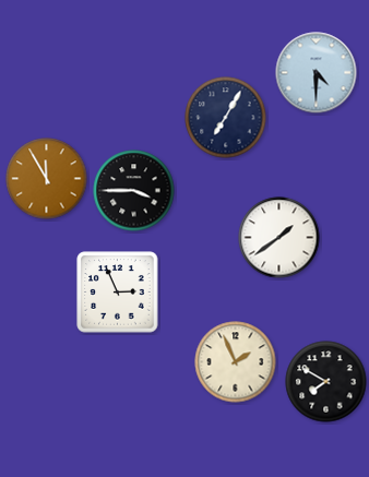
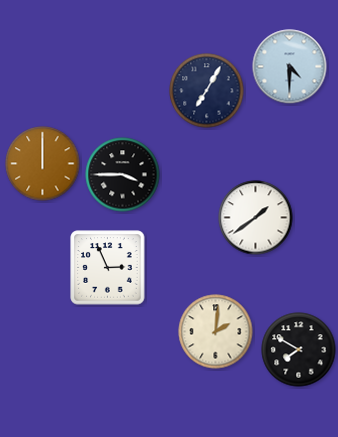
clock at (226, 118) position: (226, 118) -> (207, 91)
clock at (47, 179): 11:55 -> 12:00
clock at (236, 362): 1:56 -> 2:01
